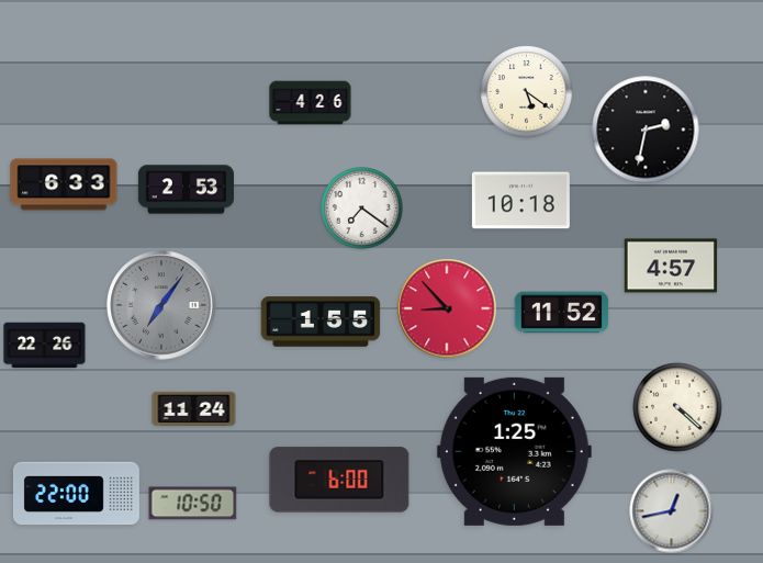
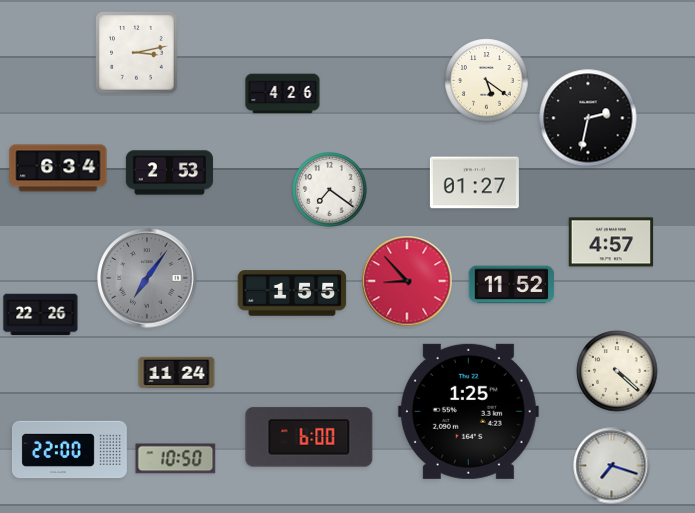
clock at (137, 53): none -> 3:13
clock at (527, 92) position: (527, 92) -> (487, 81)
clock at (64, 184): 6:33 -> 6:34
clock at (520, 201): 10:18 -> 01:27
clock at (672, 511): 12:43 -> 7:18
